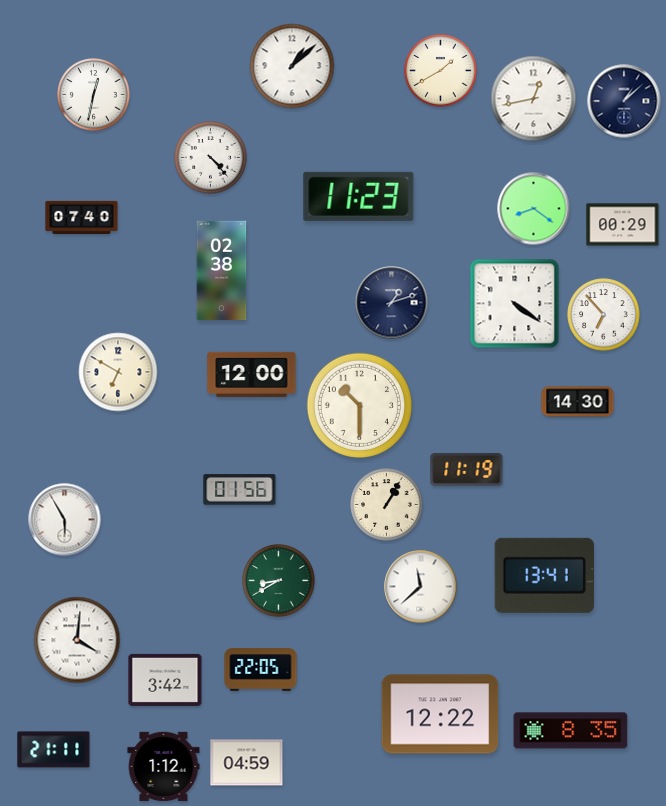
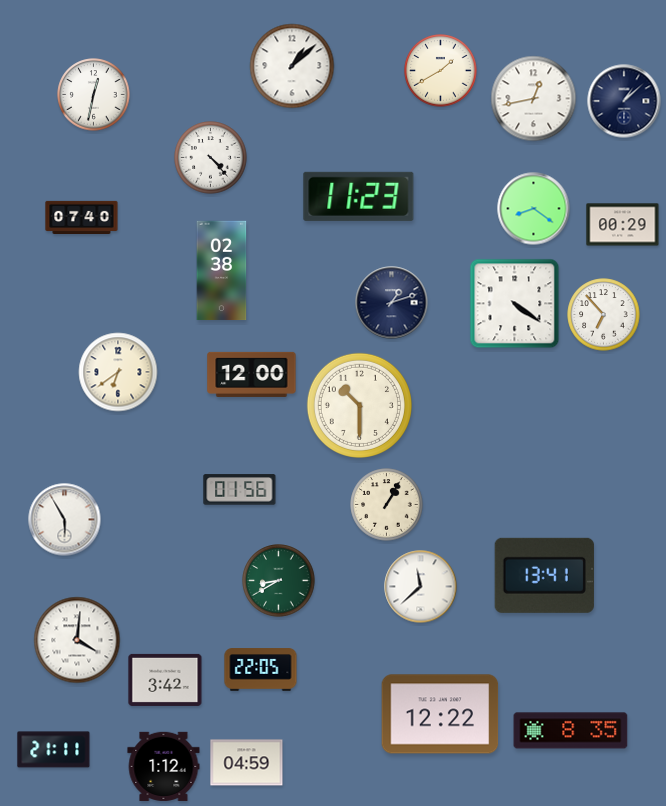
clock at (118, 372): 6:50 -> 6:39
clock at (578, 402): 14:30 -> none
clock at (467, 469): 11:19 -> none
